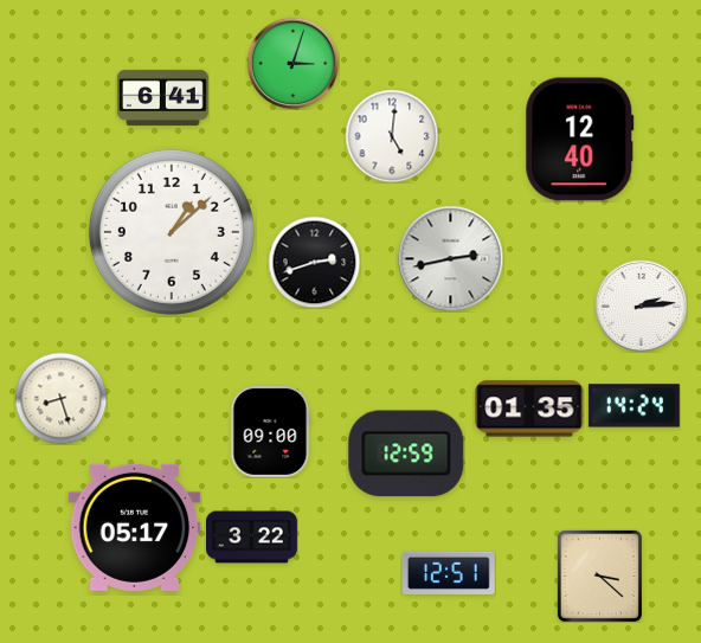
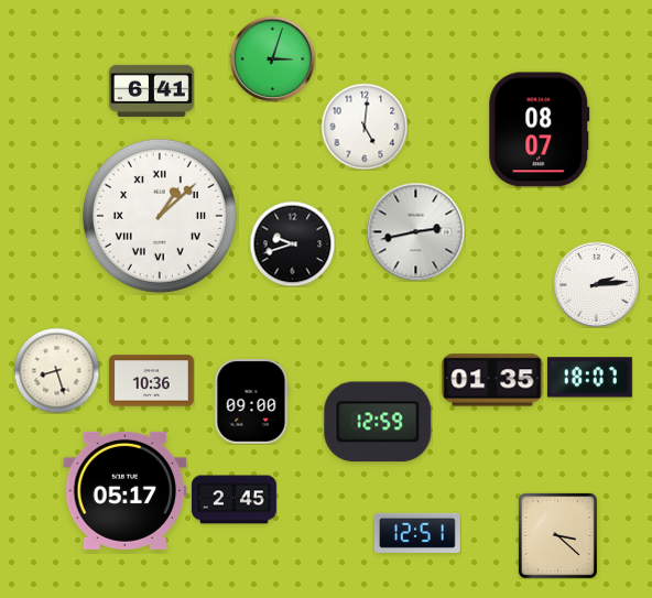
clock at (580, 140): 12:40 -> 08:07
clock at (172, 232) numerals: Arabic -> Roman
clock at (450, 258) position: (450, 258) -> (415, 231)
clock at (314, 262): 2:42 -> 9:42
clock at (634, 406): 14:24 -> 18:07
clock at (152, 381): none -> 10:36
clock at (252, 538): 3:22 -> 2:45
